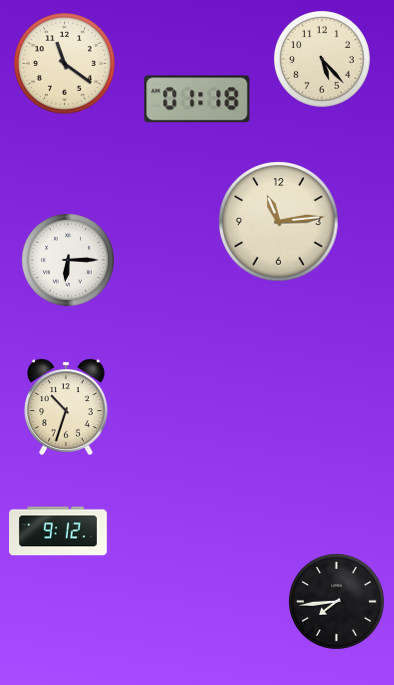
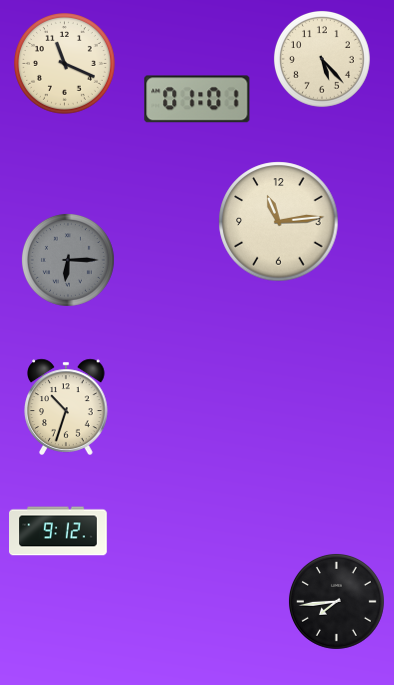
clock at (65, 64): 11:21 -> 11:19
clock at (197, 99): 01:18 -> 01:01
clock at (68, 260) dial: white -> grey
